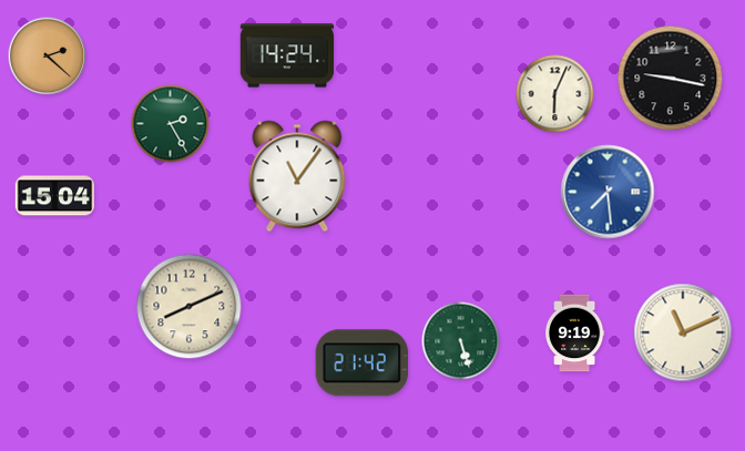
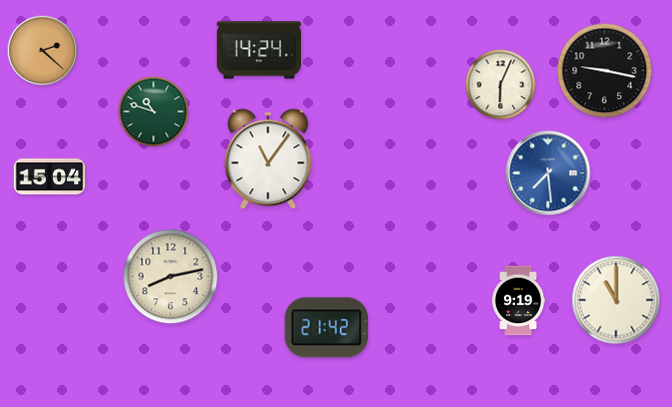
clock at (171, 124): 2:25 -> 10:48
clock at (190, 307): 8:11 -> 8:13
clock at (683, 332): 11:11 -> 11:00
clock at (461, 341): 5:27 -> none
